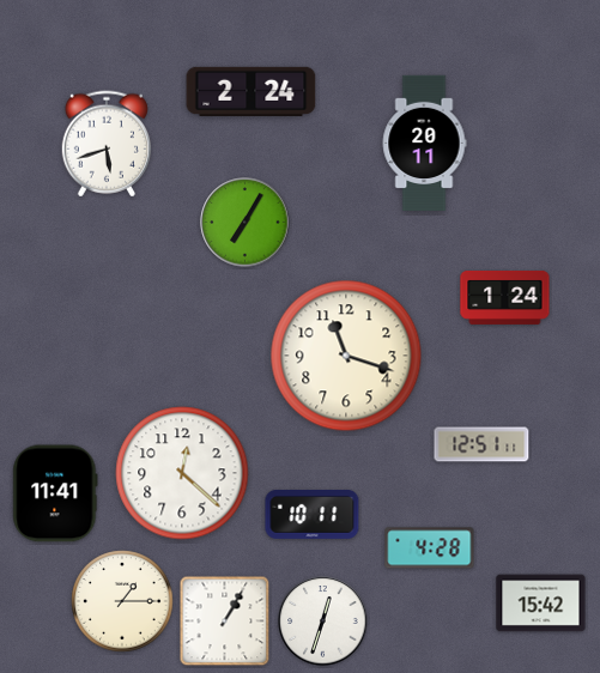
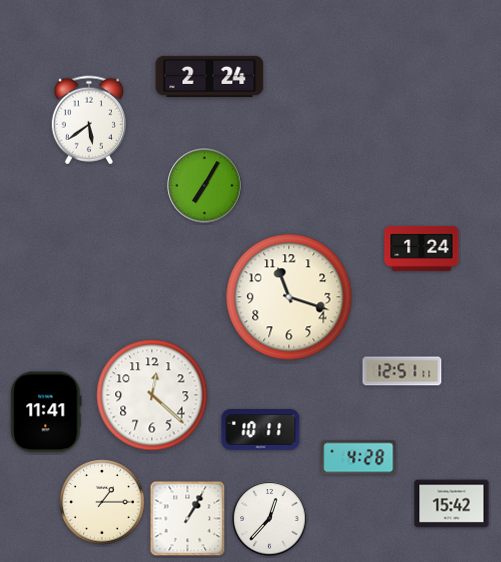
clock at (107, 144): 5:42 -> 5:39
clock at (424, 144): 20:11 -> none
clock at (323, 622): 12:33 -> 12:37
